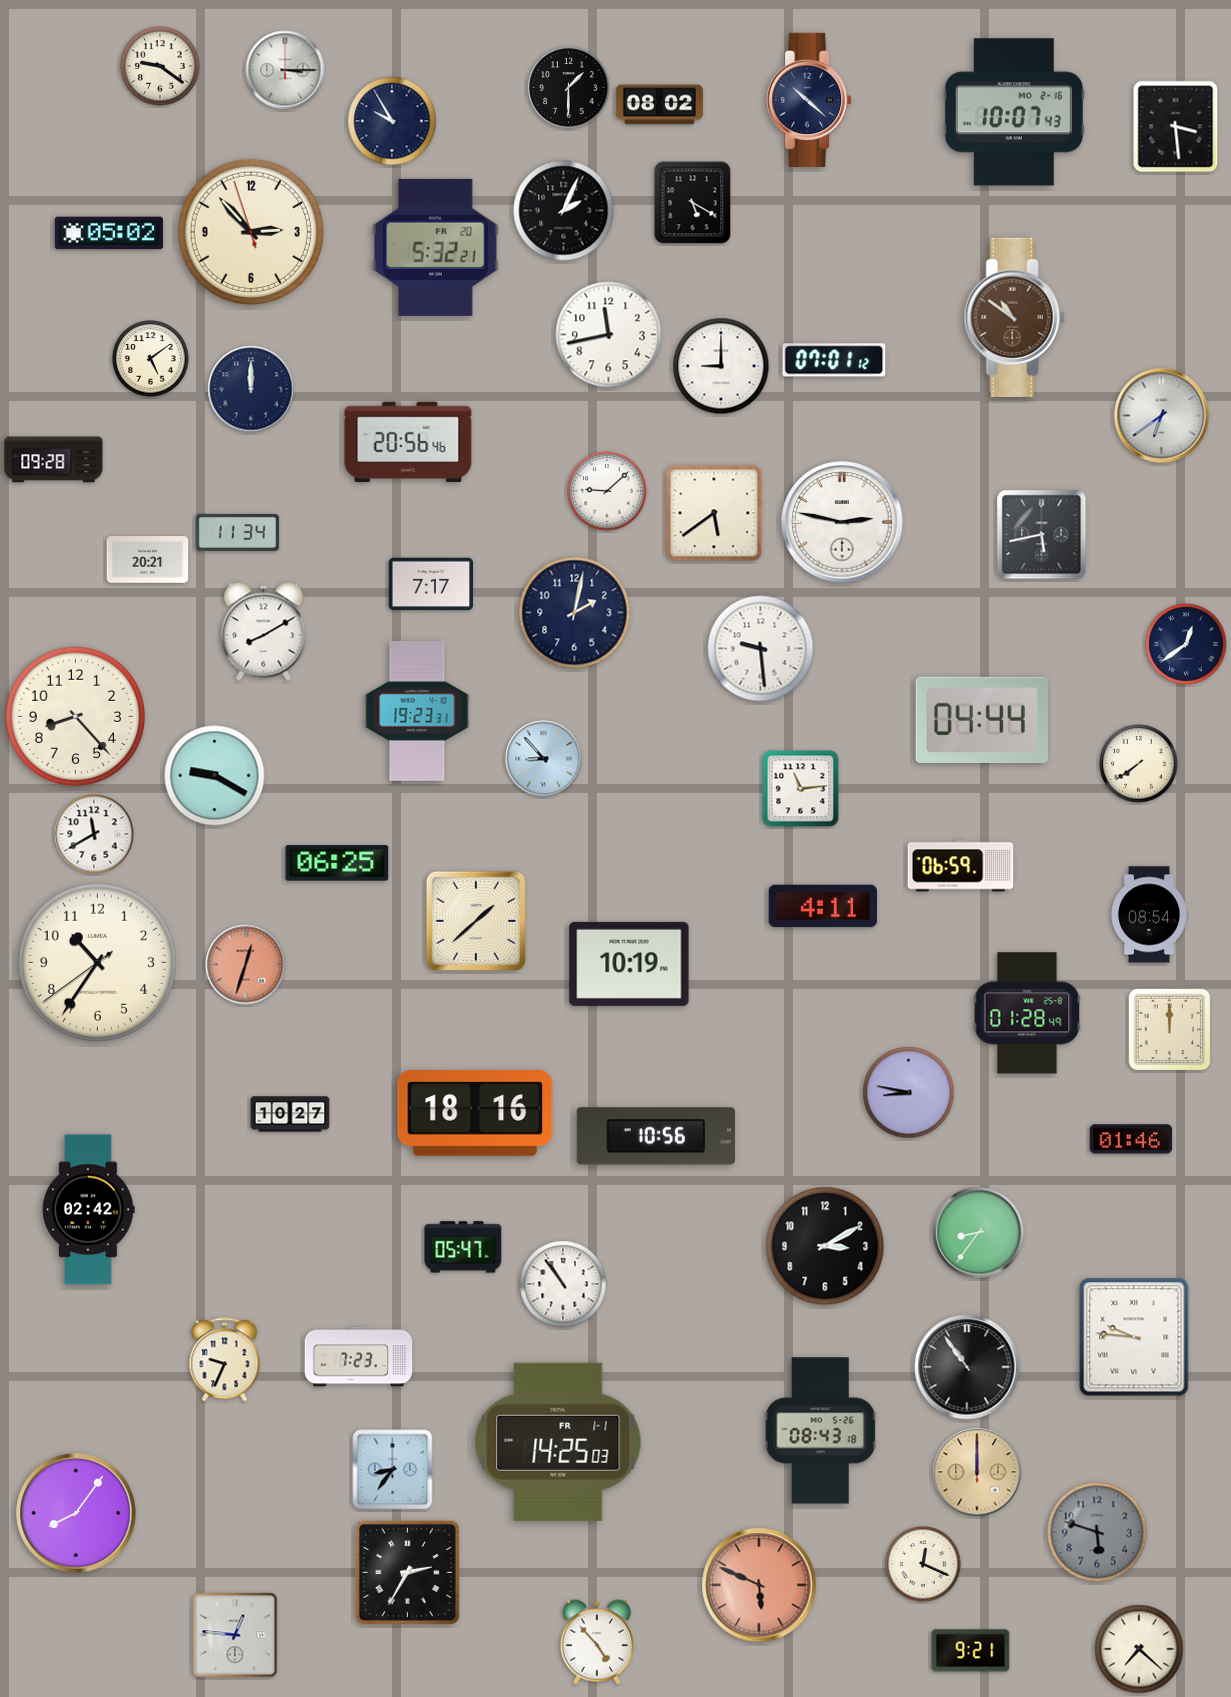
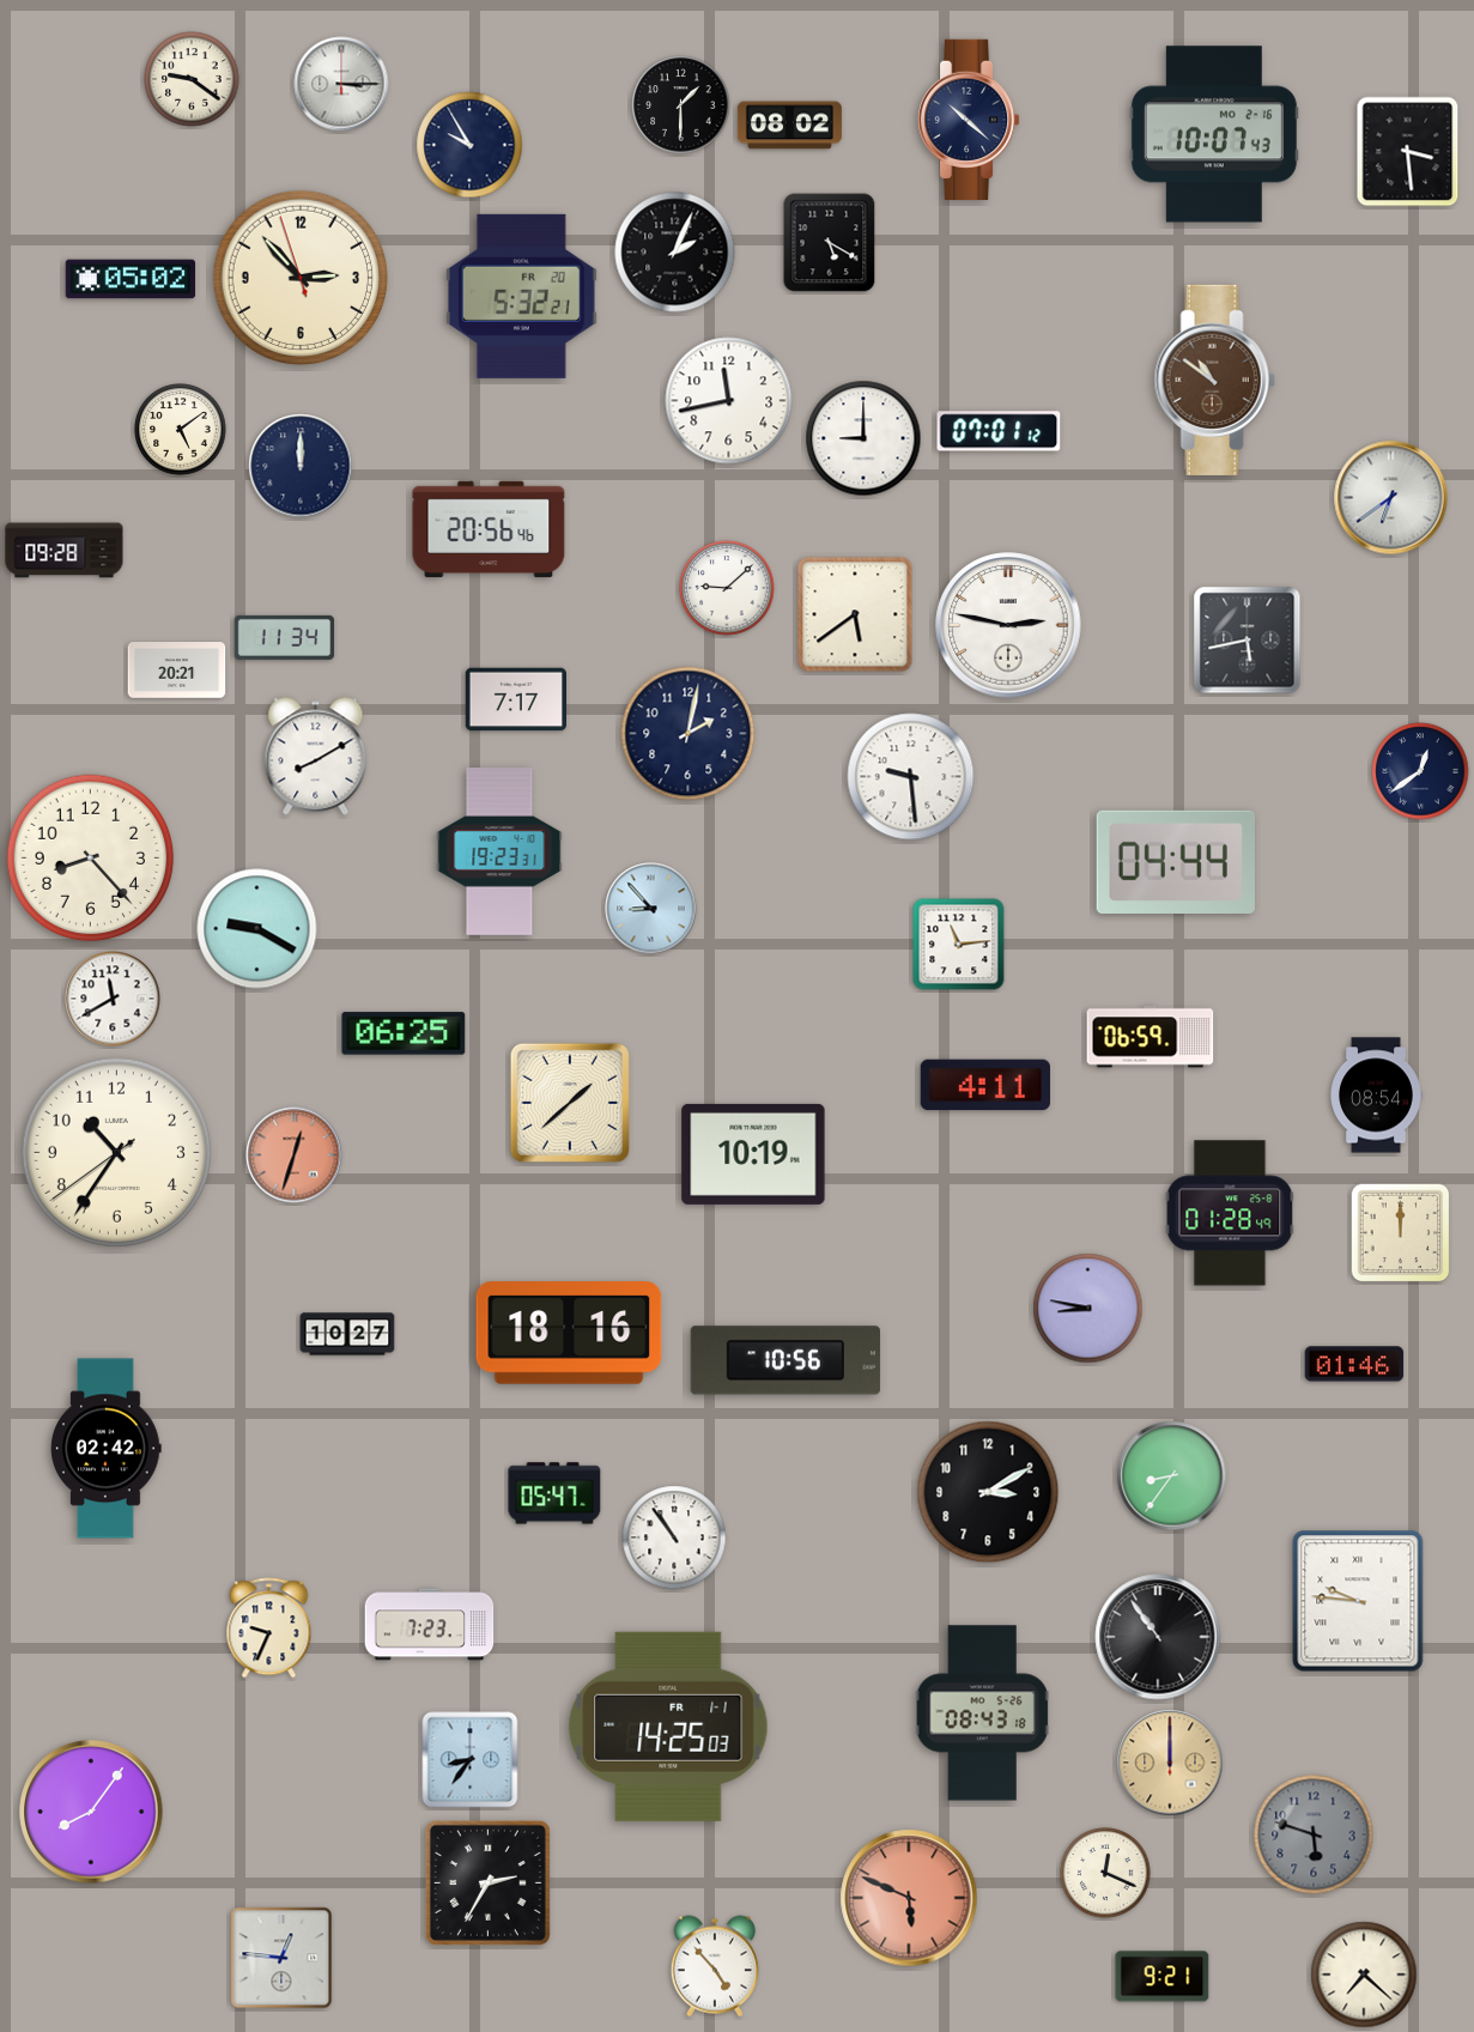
clock at (1139, 764): 7:39 -> none
